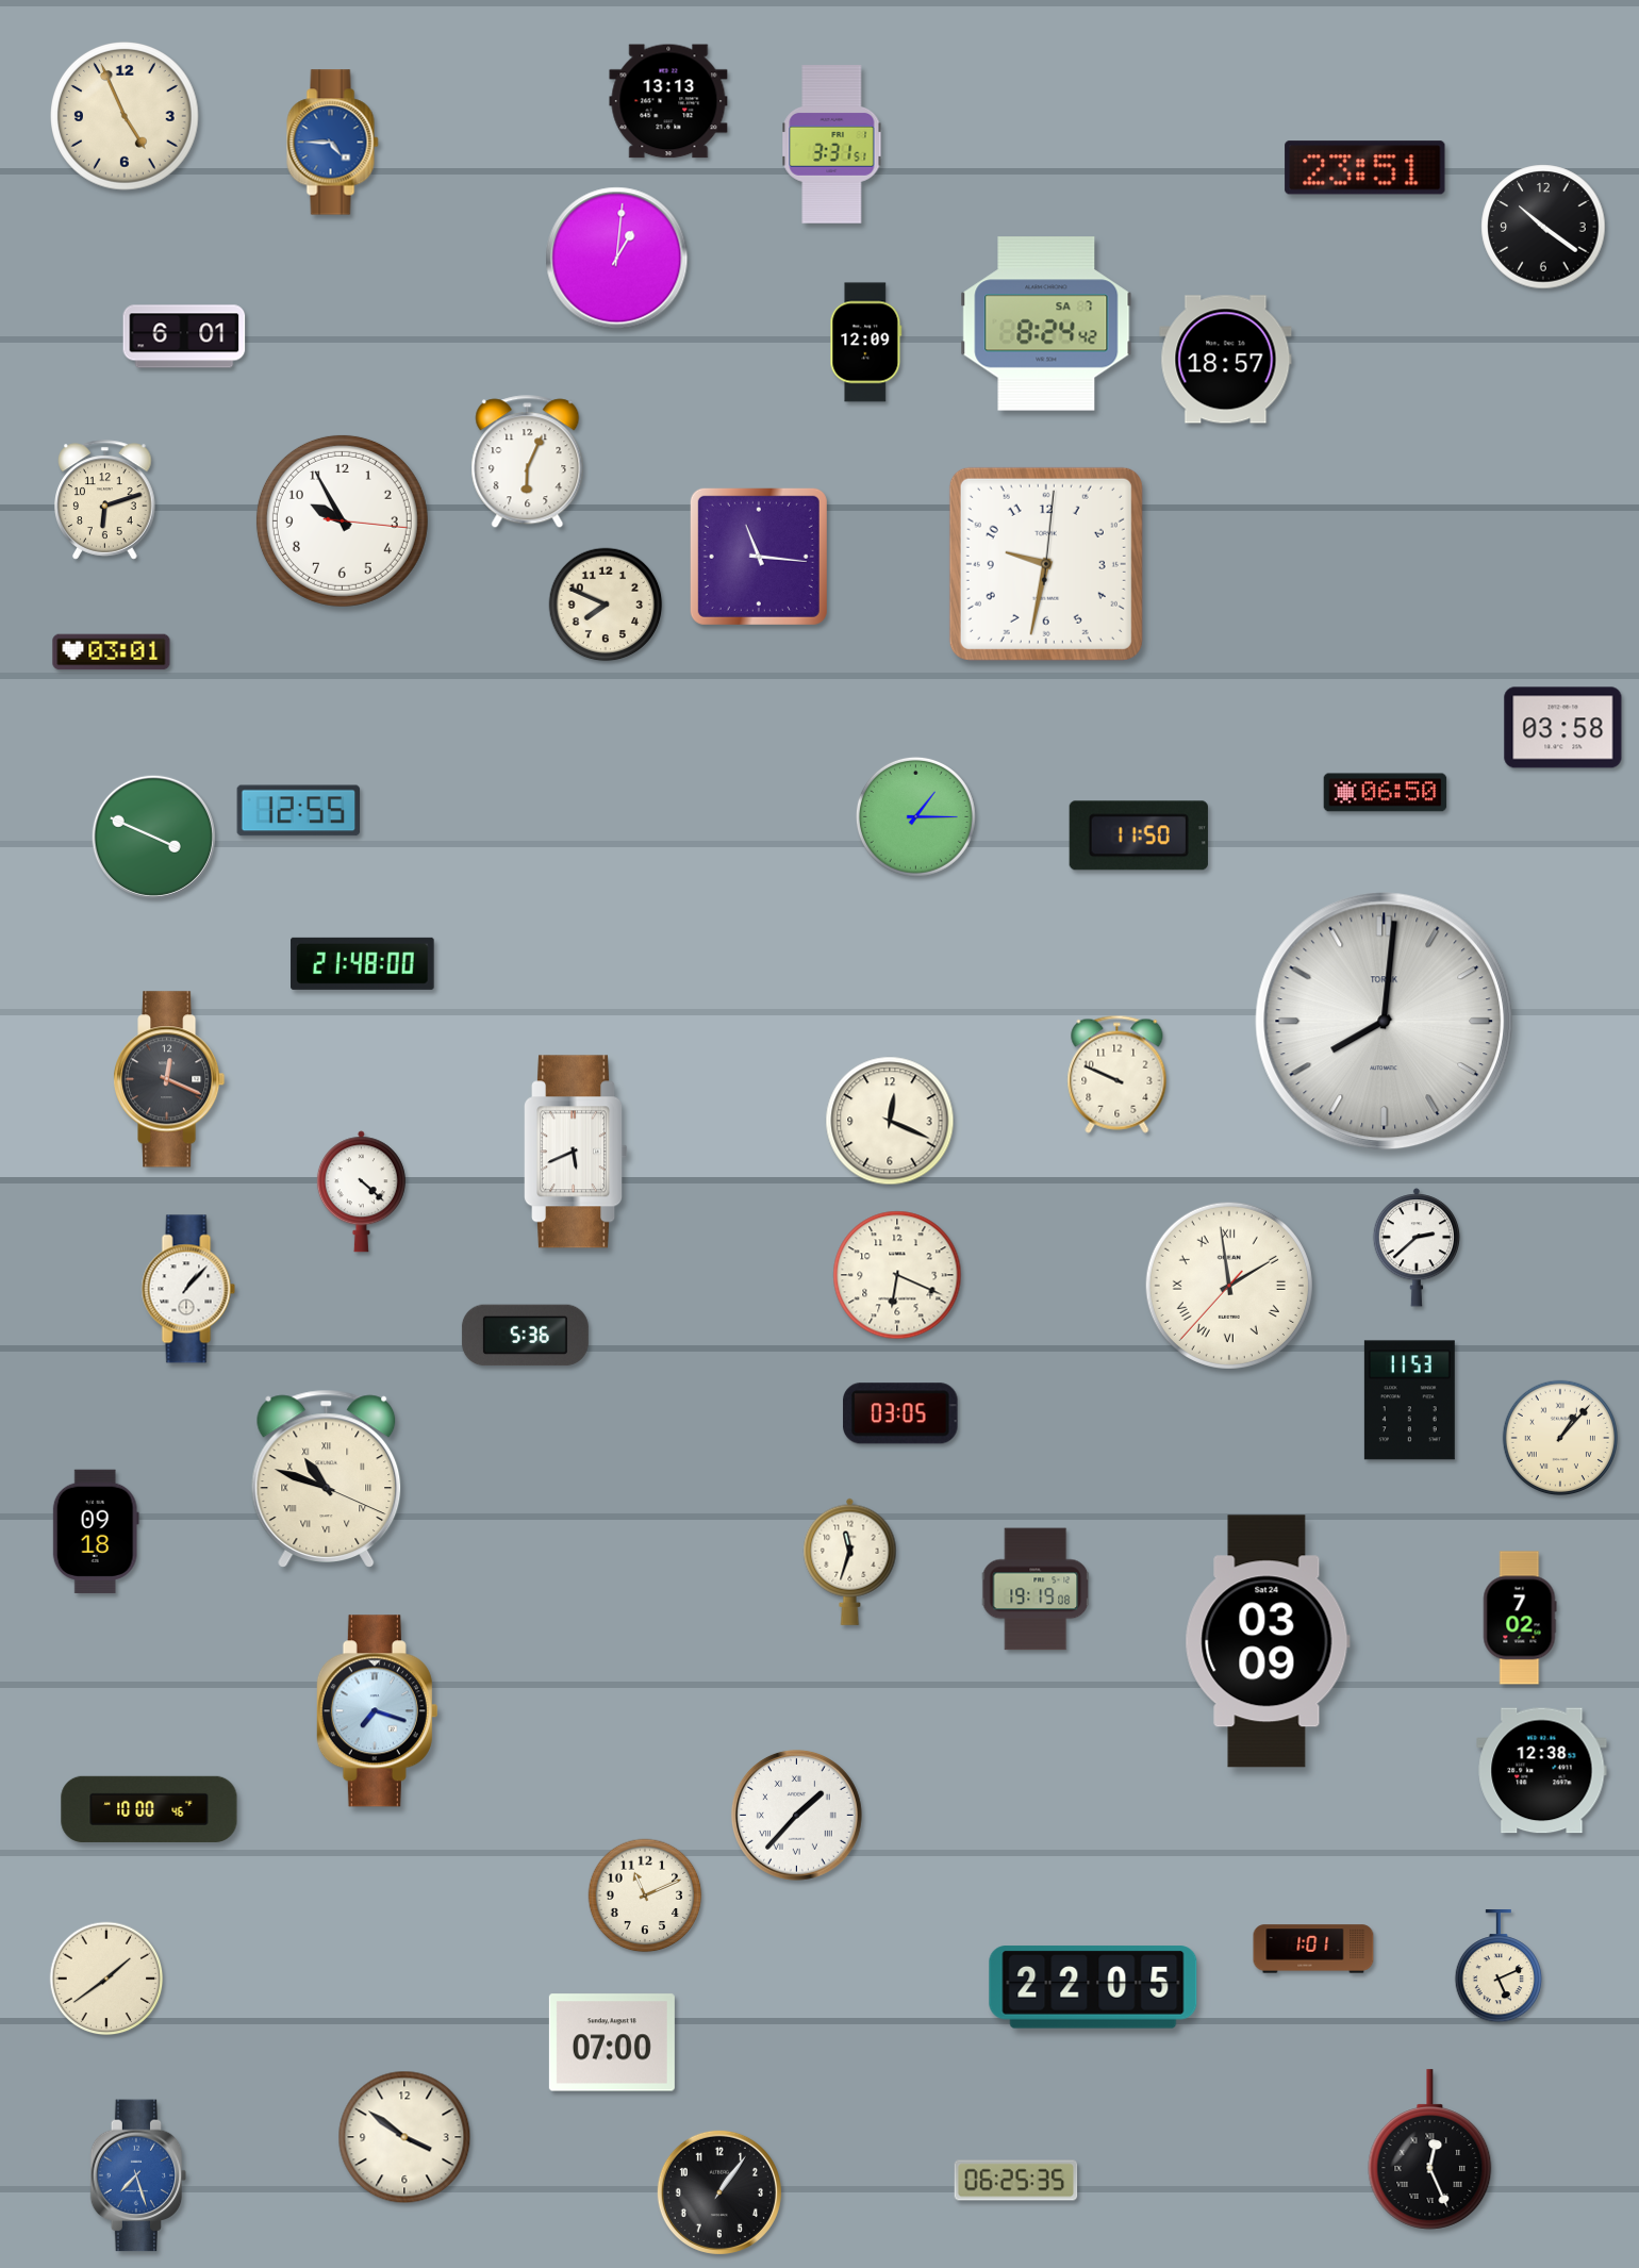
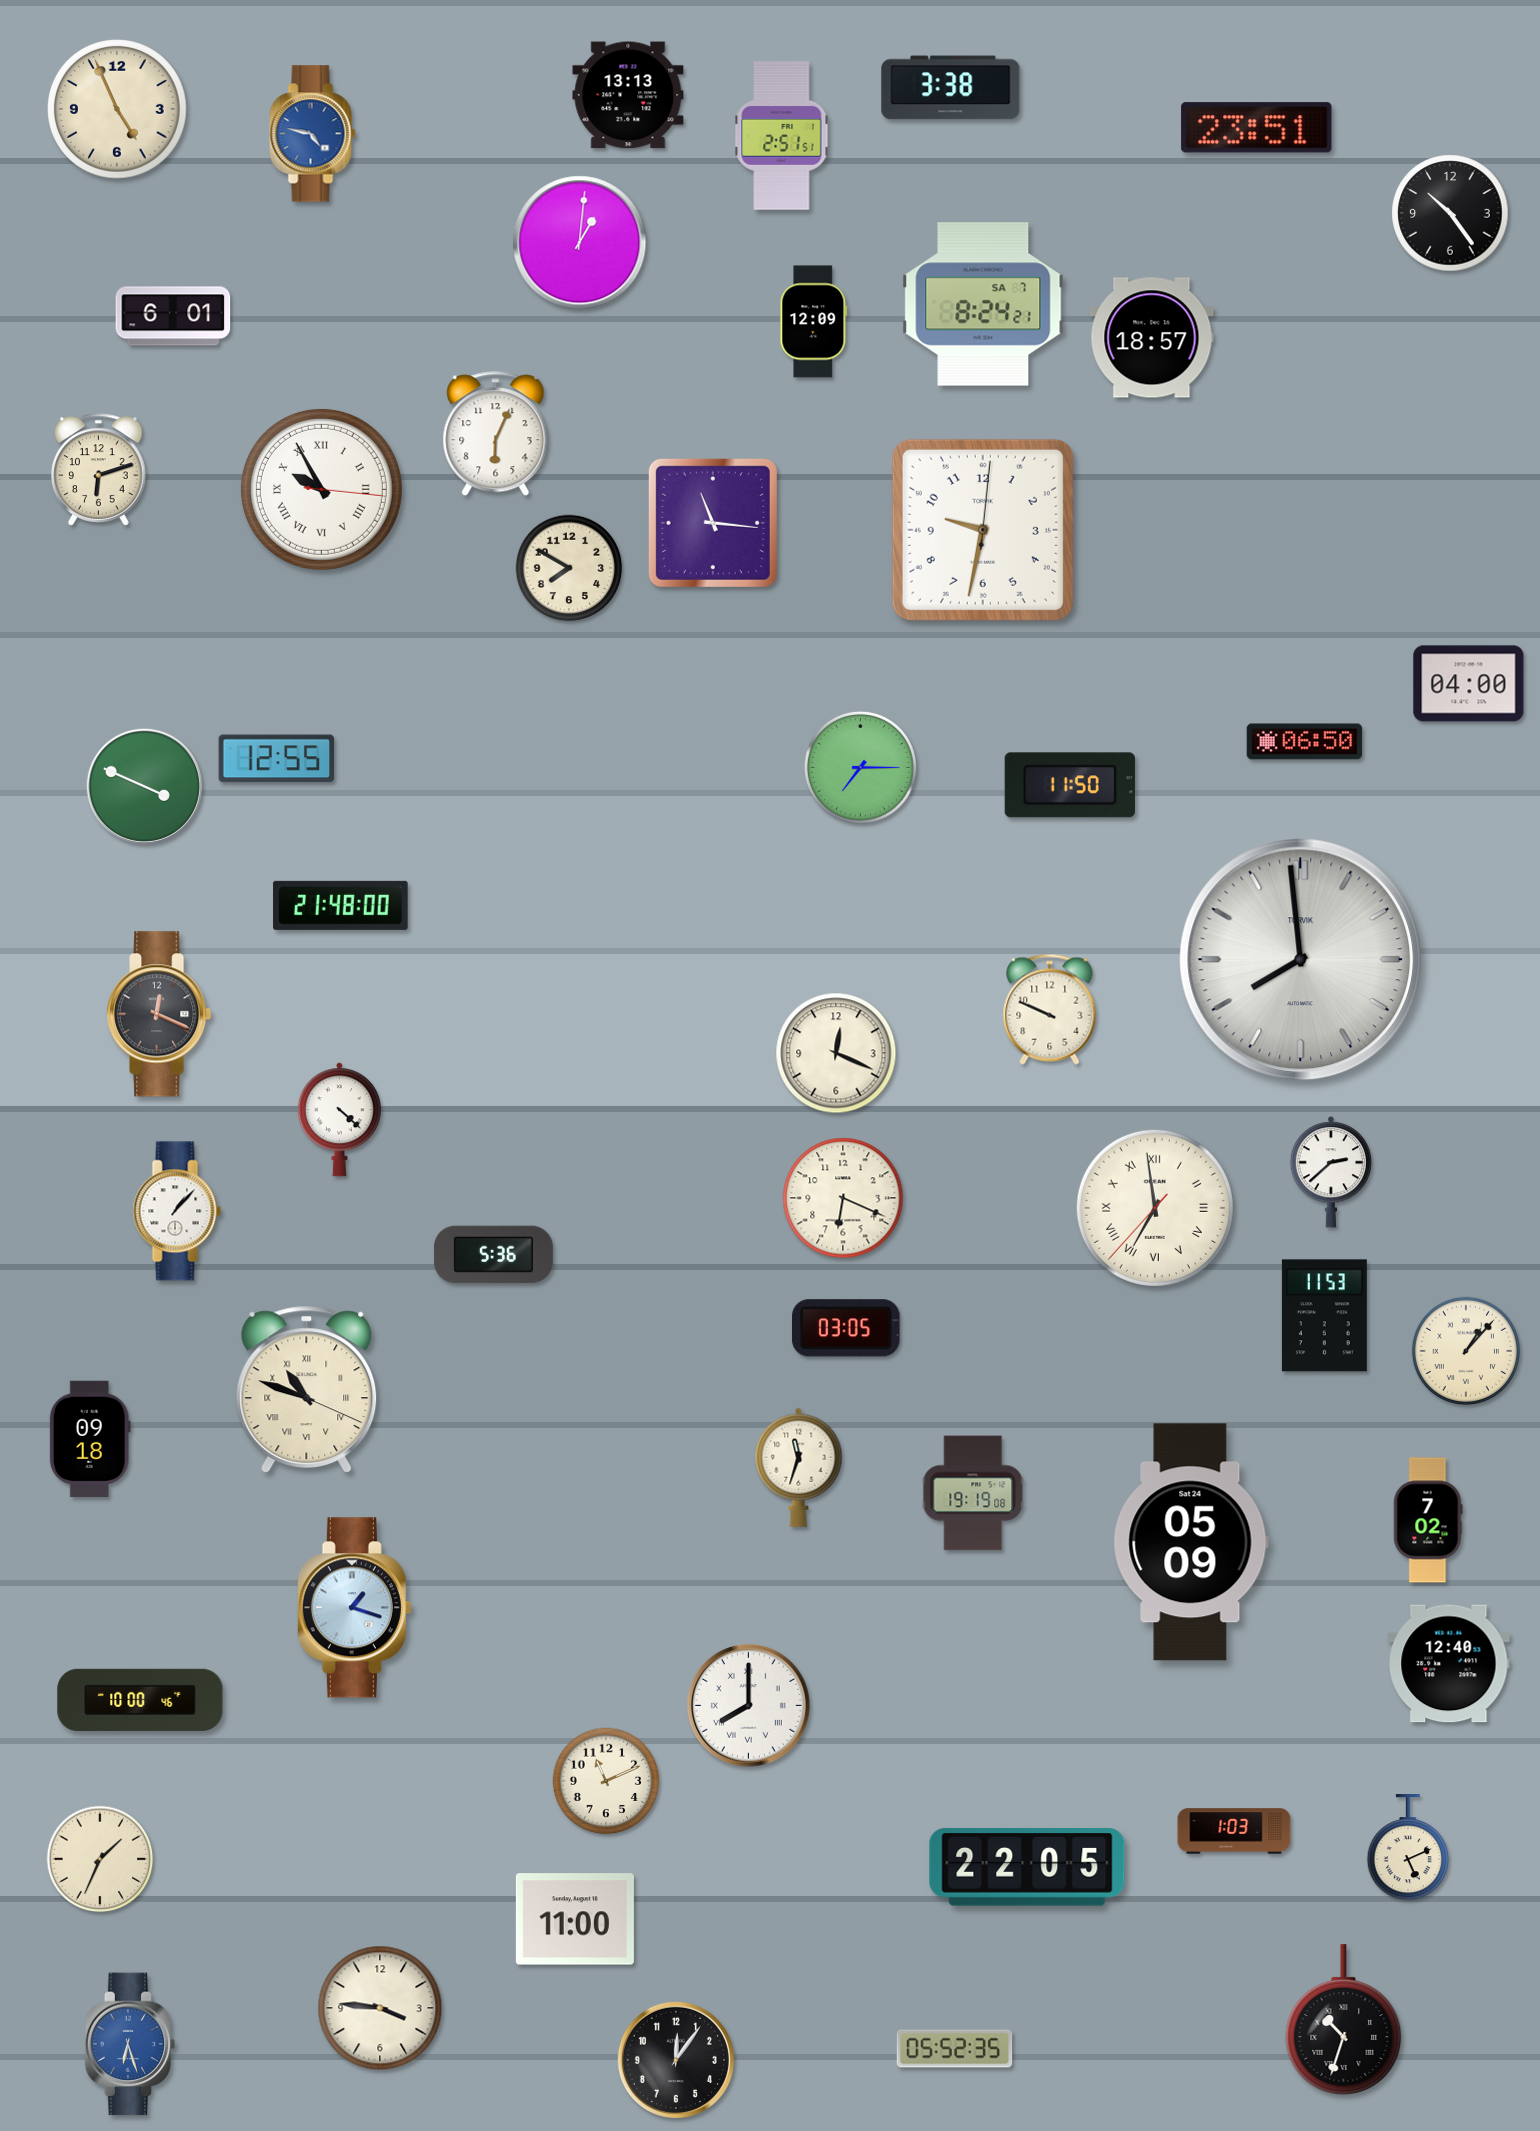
clock at (951, 88): none -> 3:38
clock at (333, 143): 4:45 -> 4:47
clock at (832, 145): 3:31 -> 2:51
clock at (1365, 168) position: (1365, 168) -> (1257, 128)
clock at (1543, 227): 10:21 -> 10:24
clock at (1046, 324): 8:24:42 -> 8:24:21
clock at (342, 520) numerals: Arabic -> Roman
clock at (606, 605): 7:49 -> 7:50
clock at (112, 652): 03:01 -> none
clock at (1563, 728): 03:58 -> 04:00
clock at (1386, 793) position: (1386, 793) -> (1305, 742)
clock at (299, 811) position: (299, 811) -> (277, 759)
clock at (915, 816): 1:15 -> 7:15
clock at (1385, 1022): 8:01 -> 7:59
clock at (576, 1152): 5:41 -> none
clock at (1229, 1286): 1:58 -> 6:58
clock at (1268, 1641): 03:09 -> 05:09
clock at (377, 1711): 7:18 -> 1:18
clock at (1542, 1771): 12:38 -> 12:40
clock at (796, 1815): 1:37 -> 8:00
clock at (1313, 1949): 1:01 -> 1:03
clock at (106, 1979): 1:39 -> 1:34
clock at (612, 2042): 07:00 -> 11:00
clock at (404, 2137): 3:51 -> 3:46
clock at (1430, 2150): 12:26 -> 10:33
clock at (138, 2175): 7:27 -> 6:27
clock at (1016, 2181): 06:25 -> 05:52
clock at (719, 2192): 1:06 -> 12:06
